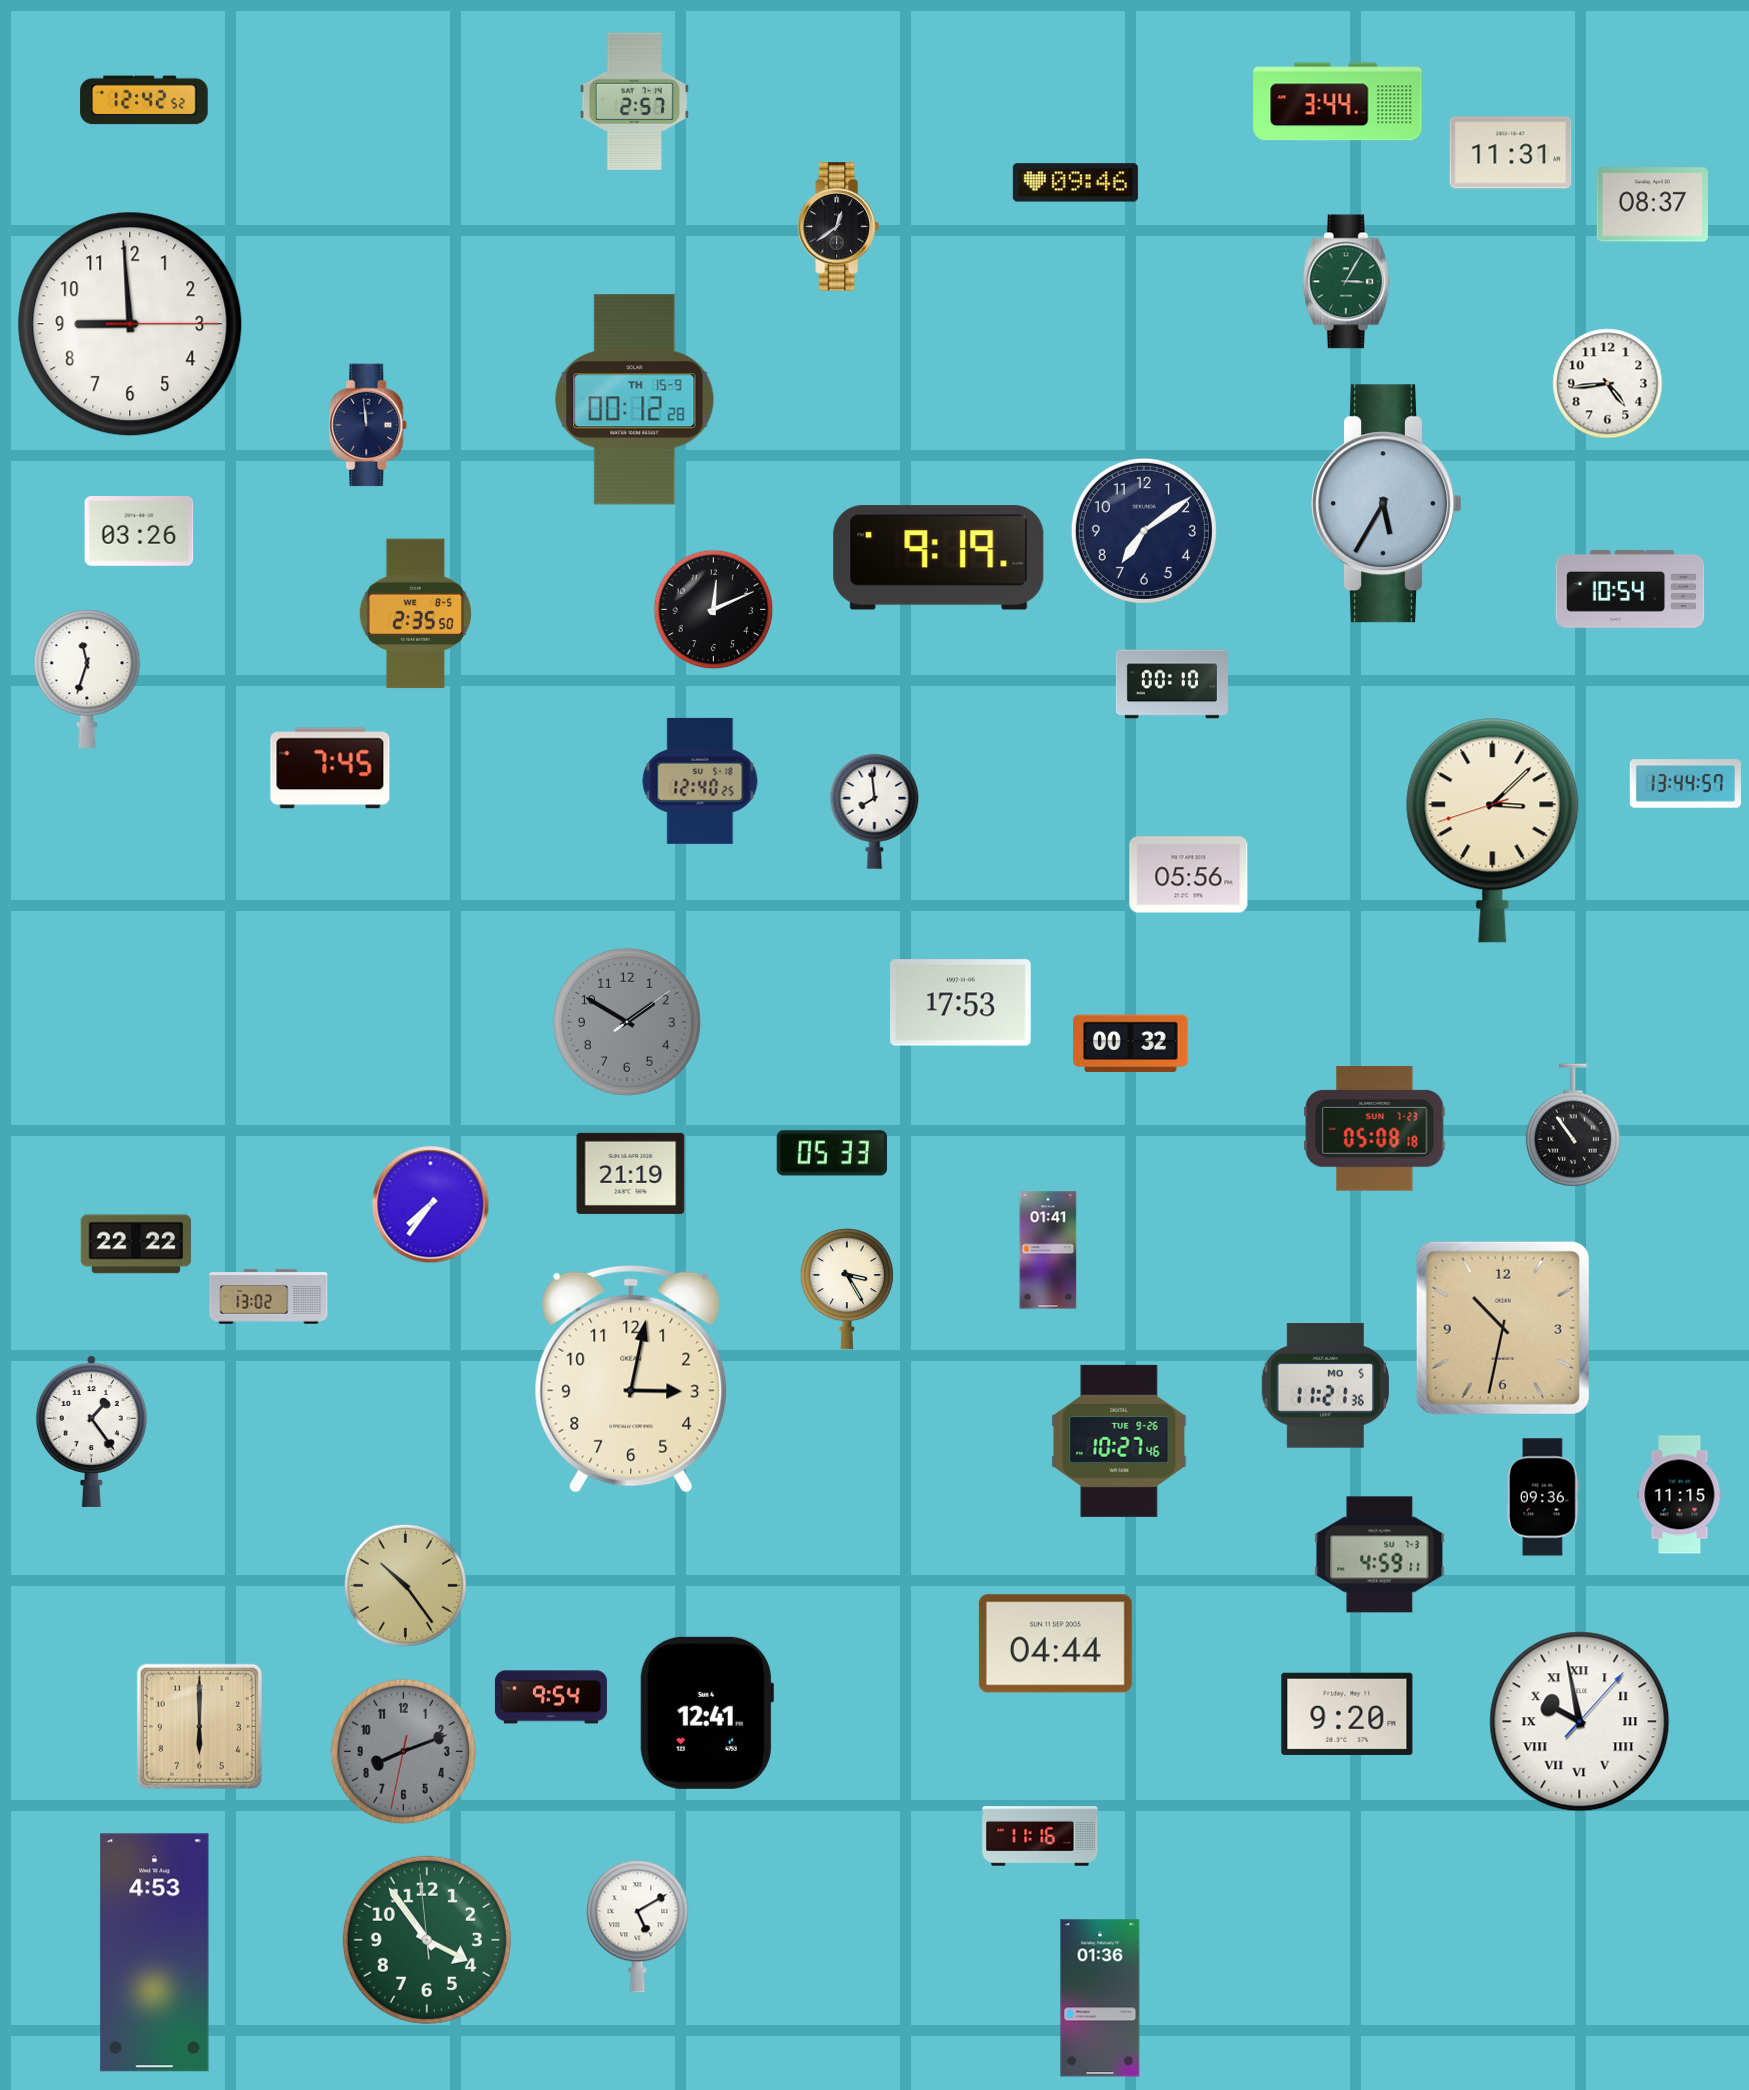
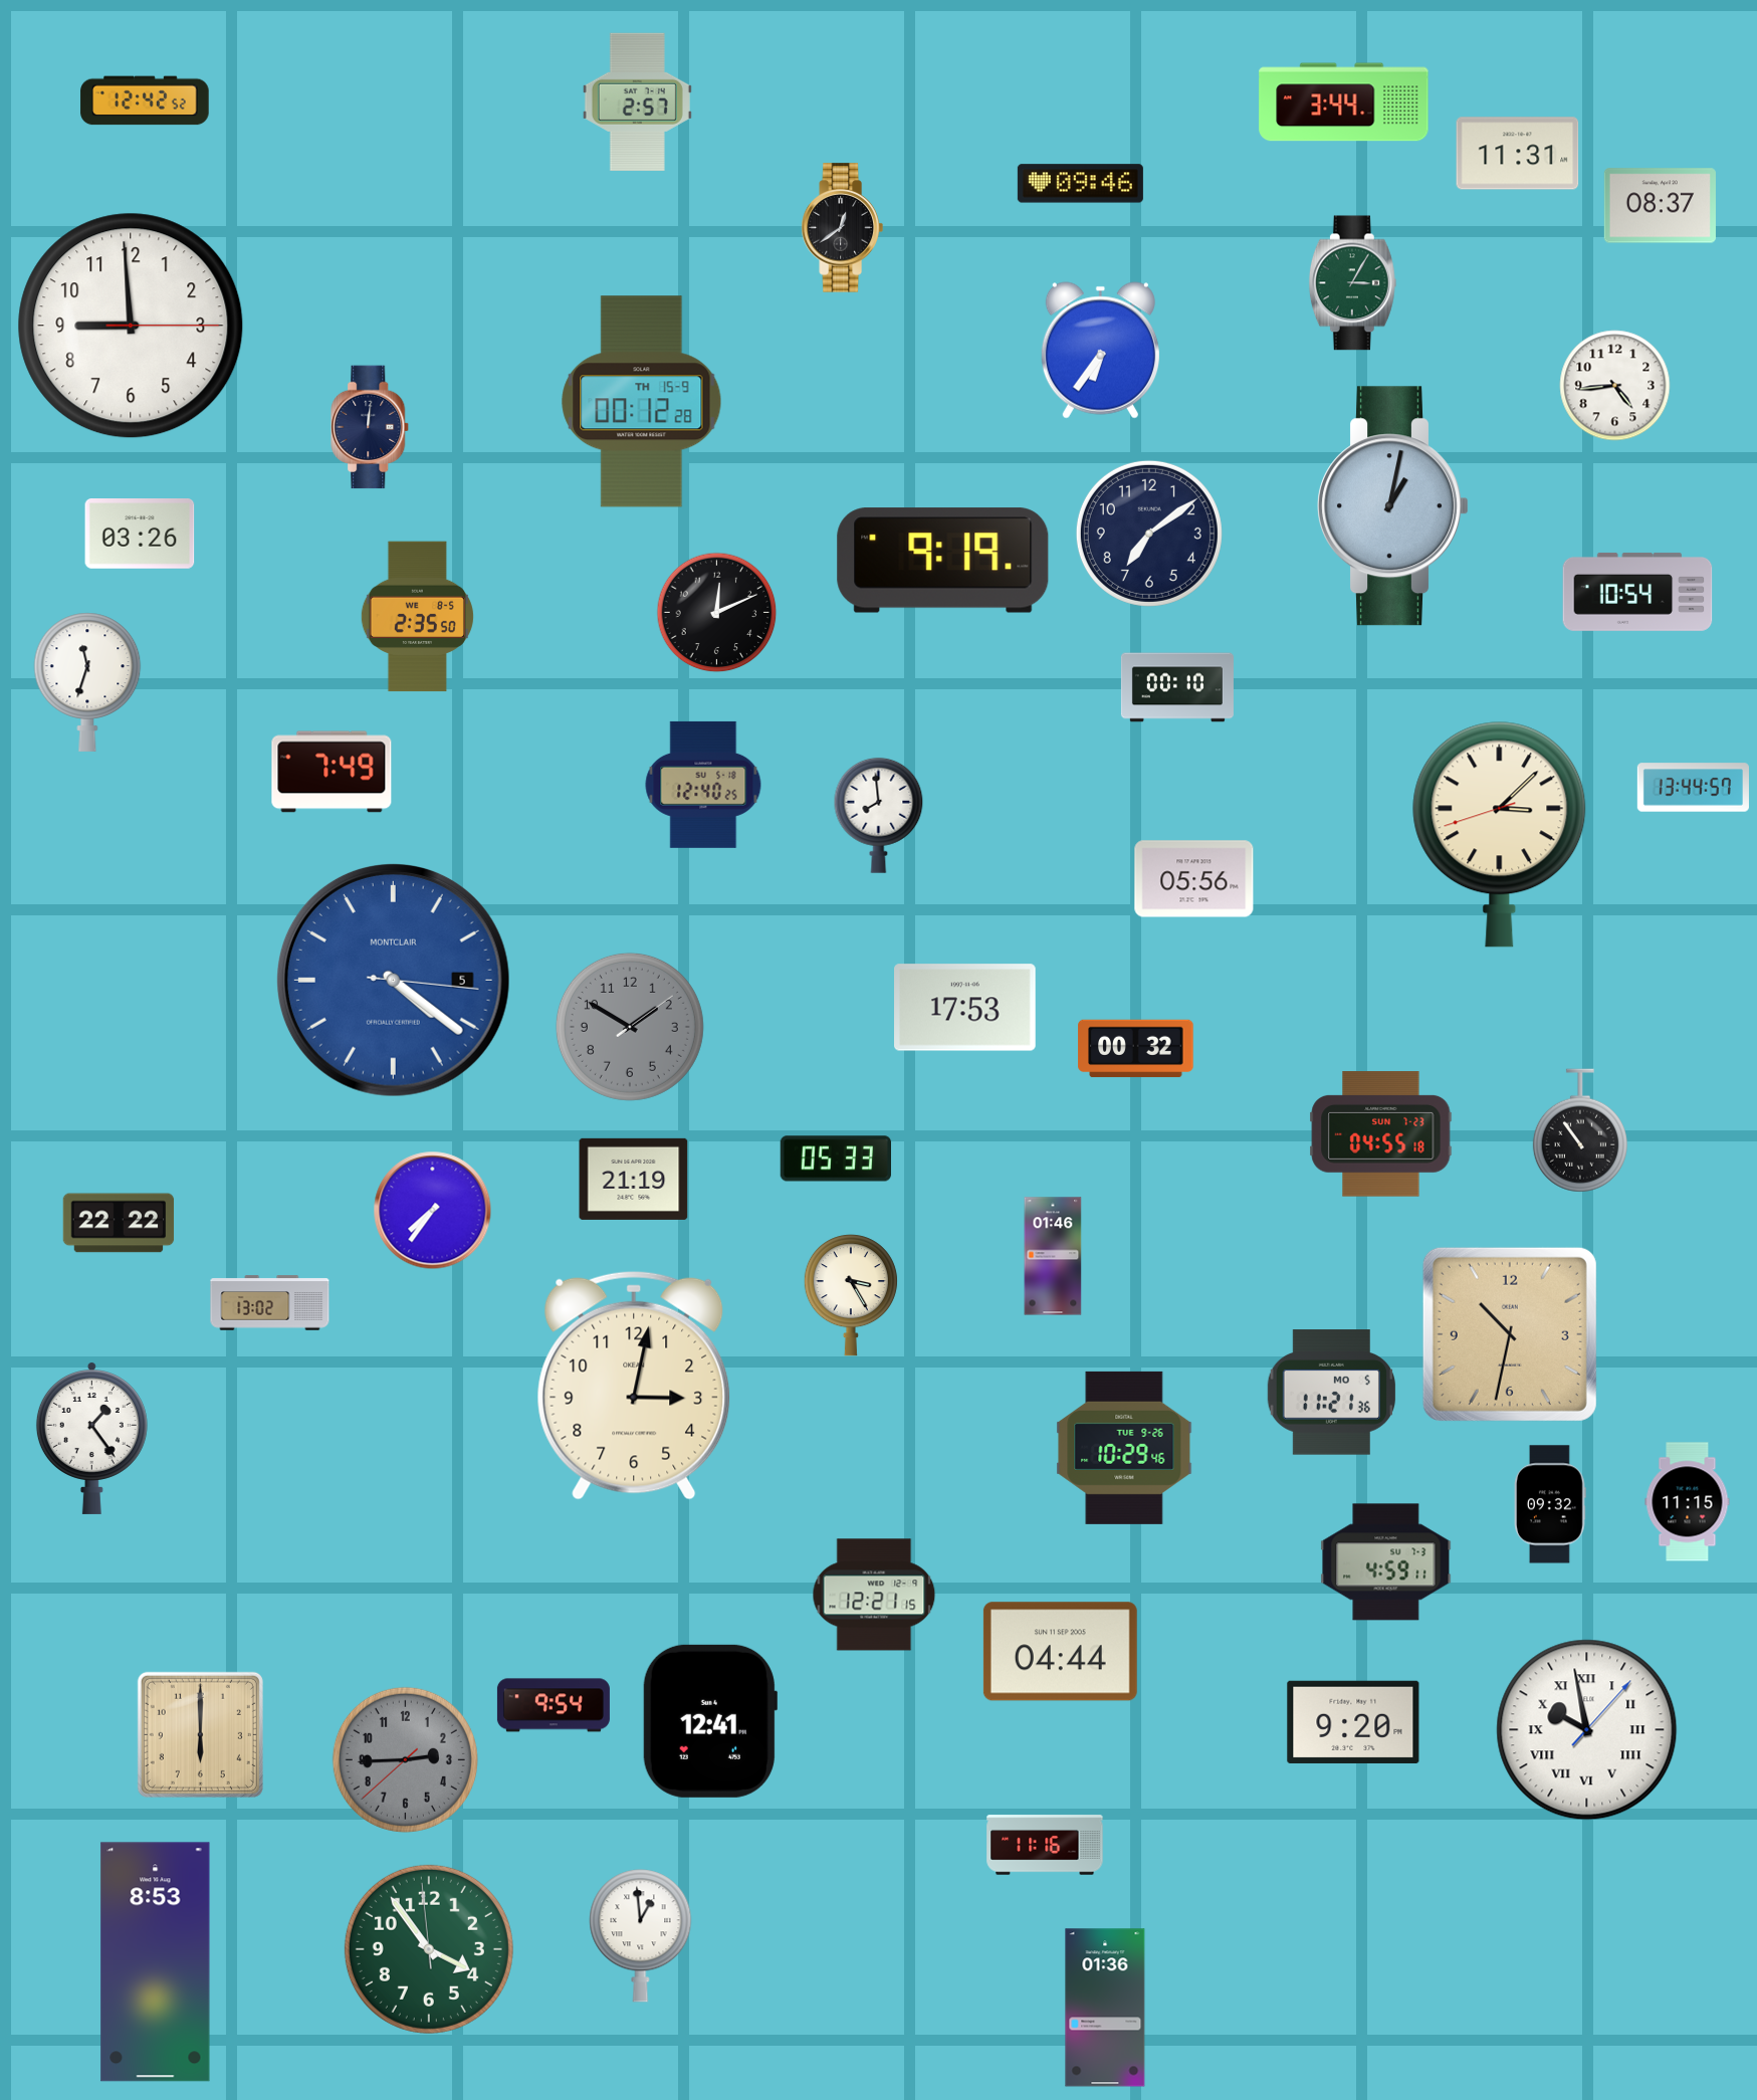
clock at (1100, 351): none -> 6:36
clock at (635, 400) position: (635, 400) -> (642, 402)
clock at (369, 425): 11:59 -> 12:01
clock at (1386, 504): 5:35 -> 1:02
clock at (330, 768): 7:45 -> 7:49
clock at (393, 980): none -> 4:21
clock at (1375, 1129): 05:08 -> 04:55
clock at (136, 1244) position: (136, 1244) -> (119, 1223)
clock at (1048, 1250): 01:41 -> 01:46
clock at (1119, 1441): 10:27 -> 10:29
clock at (1543, 1497): 09:36 -> 09:32
clock at (405, 1585): 10:24 -> none
clock at (874, 1595): none -> 12:21
clock at (403, 1751): 8:11 -> 2:44
clock at (638, 1927): 5:10 -> 12:59
clock at (155, 1953): 4:53 -> 8:53
